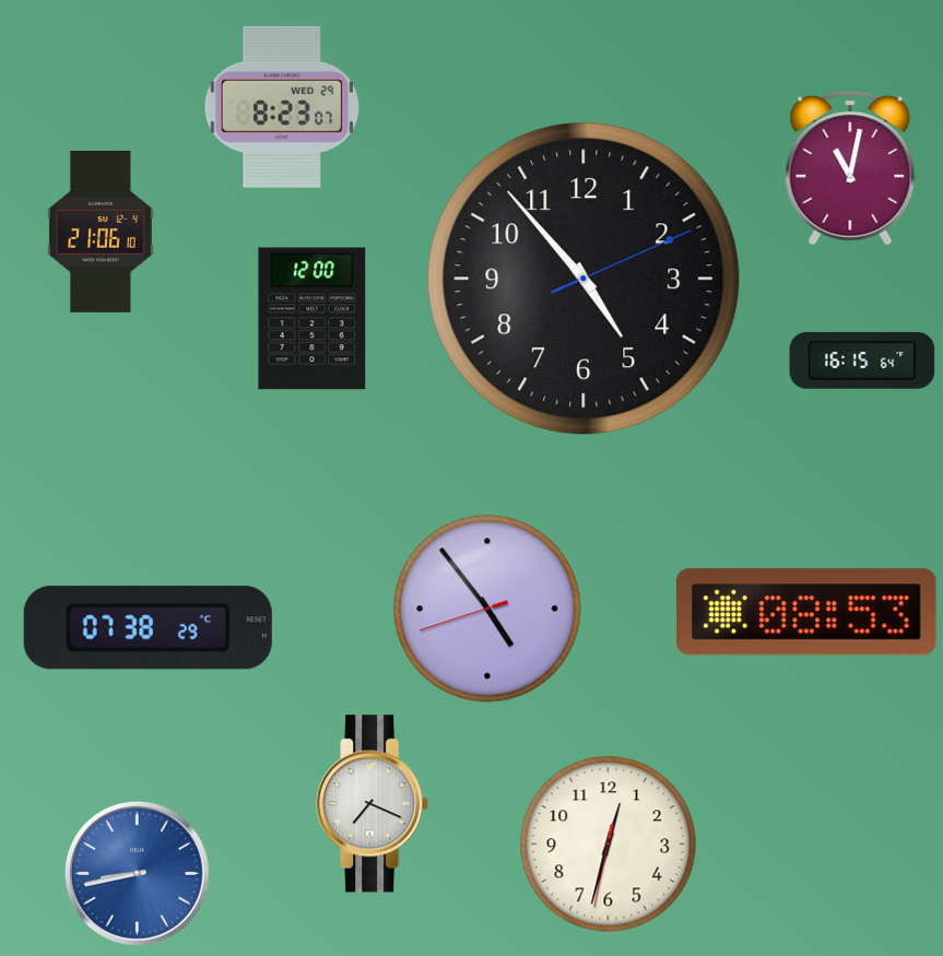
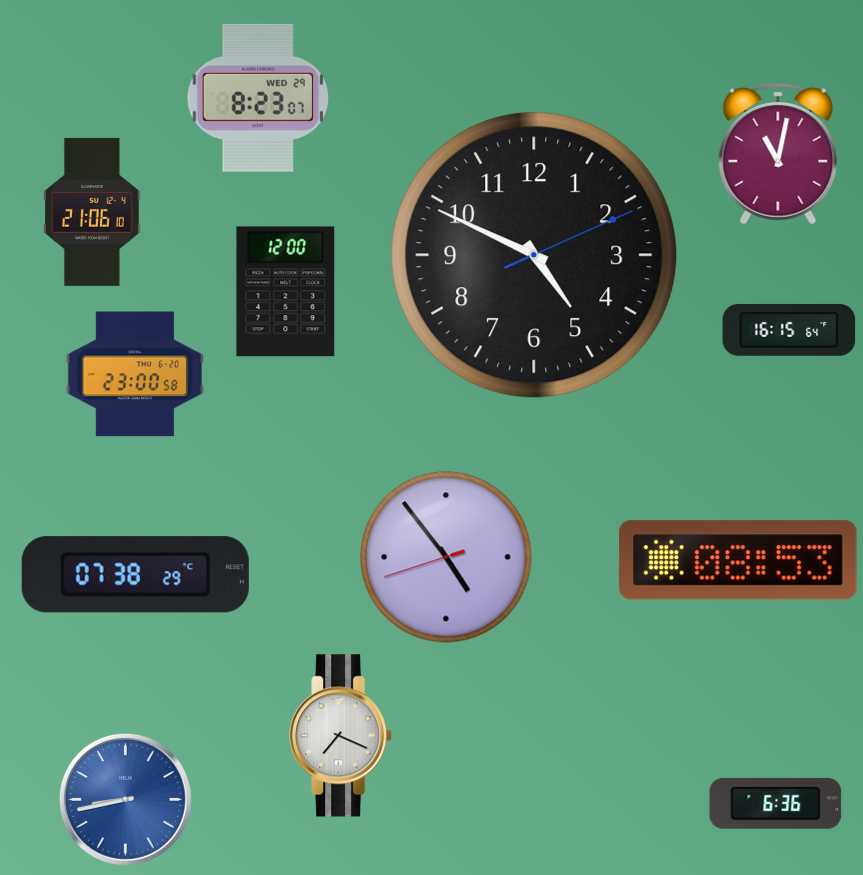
clock at (584, 279): 4:53 -> 4:49
clock at (135, 374): none -> 23:00
clock at (609, 845): 12:32 -> none
clock at (776, 803): none -> 6:36
